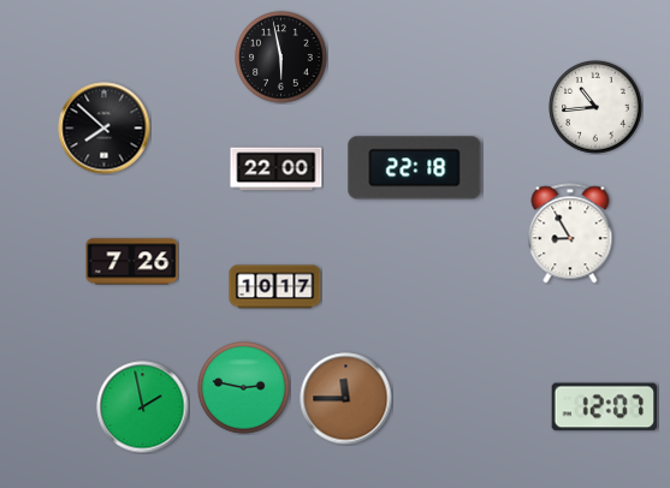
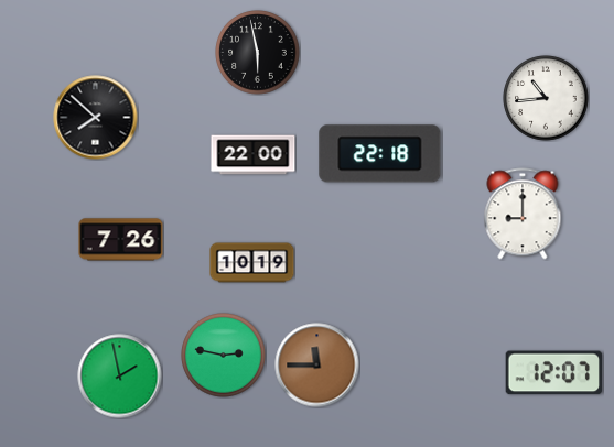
clock at (570, 233): 8:55 -> 9:00
clock at (275, 287): 10:17 -> 10:19
clock at (143, 407) position: (143, 407) -> (120, 377)
